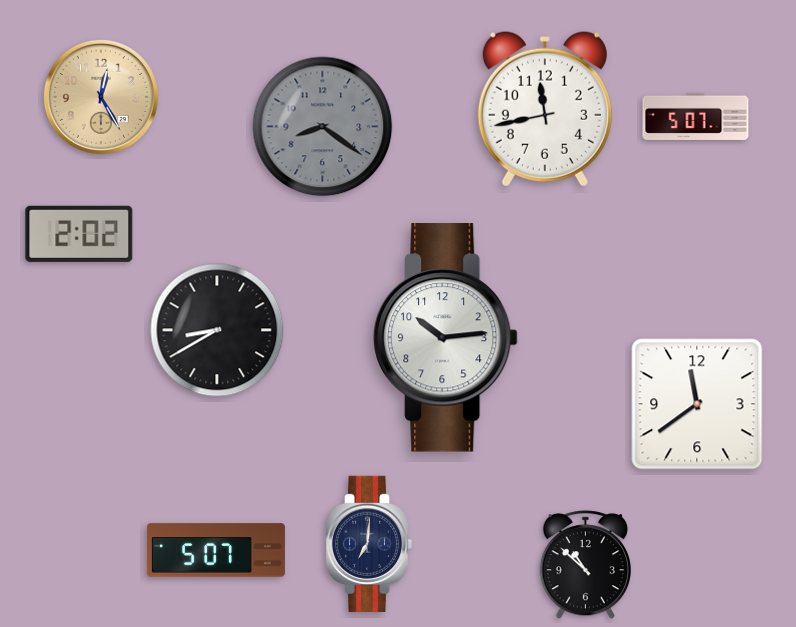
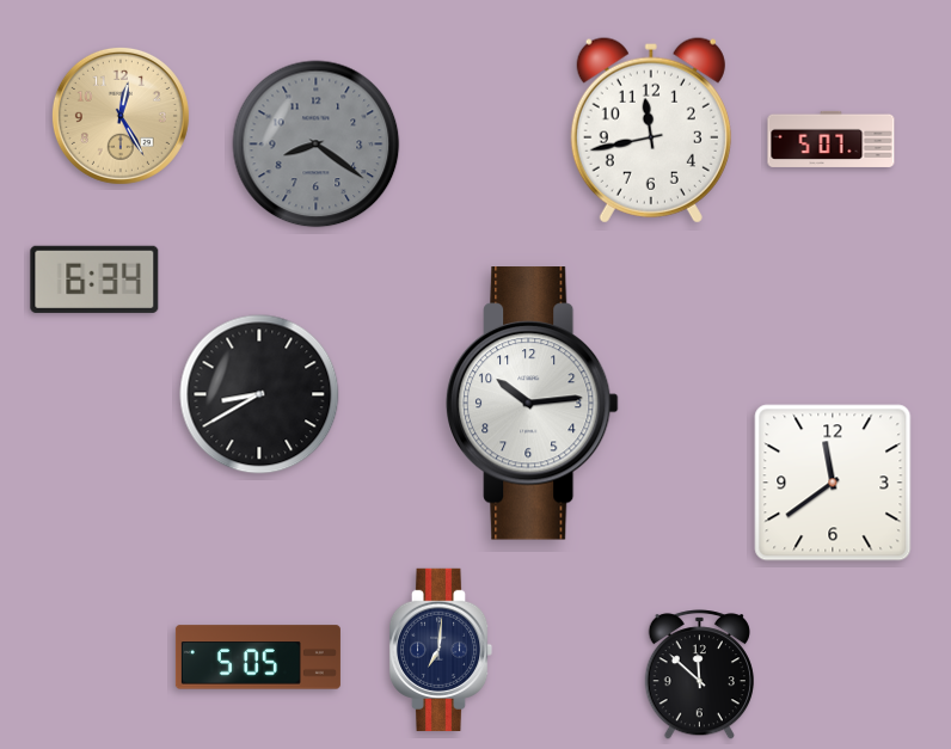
clock at (323, 127) position: (323, 127) -> (317, 145)
clock at (79, 234): 2:02 -> 6:34
clock at (216, 550): 5:07 -> 5:05
clock at (585, 565): 10:52 -> 11:52
